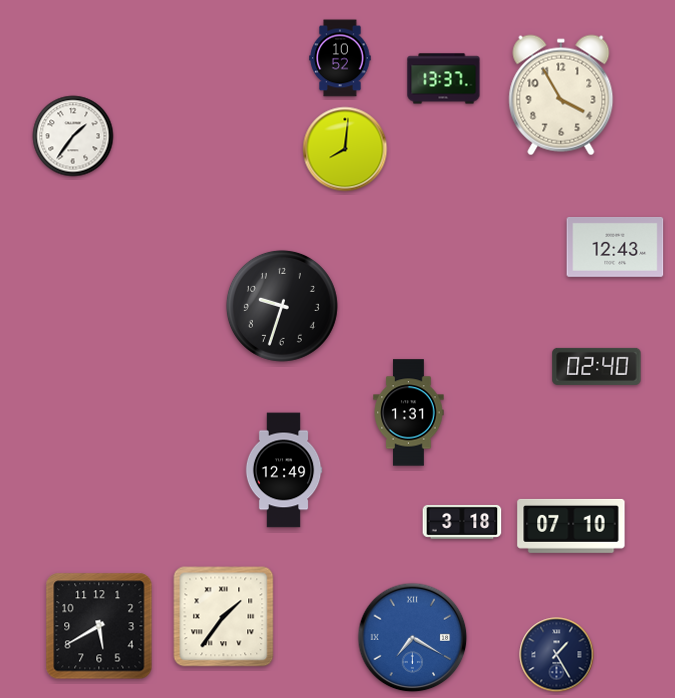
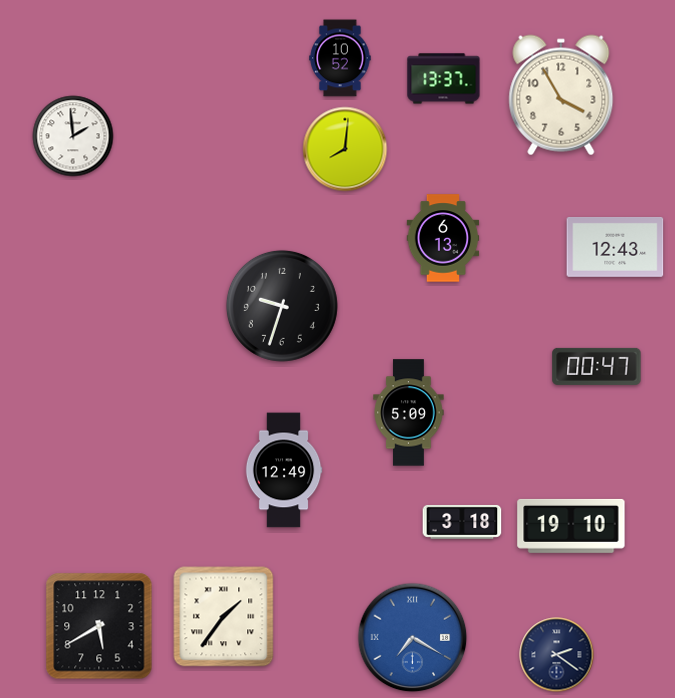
clock at (73, 136): 1:36 -> 1:59
clock at (443, 238): none -> 6:13
clock at (597, 366): 02:40 -> 00:47
clock at (409, 413): 1:31 -> 5:09
clock at (571, 526): 07:10 -> 19:10
clock at (557, 655): 1:25 -> 2:21
